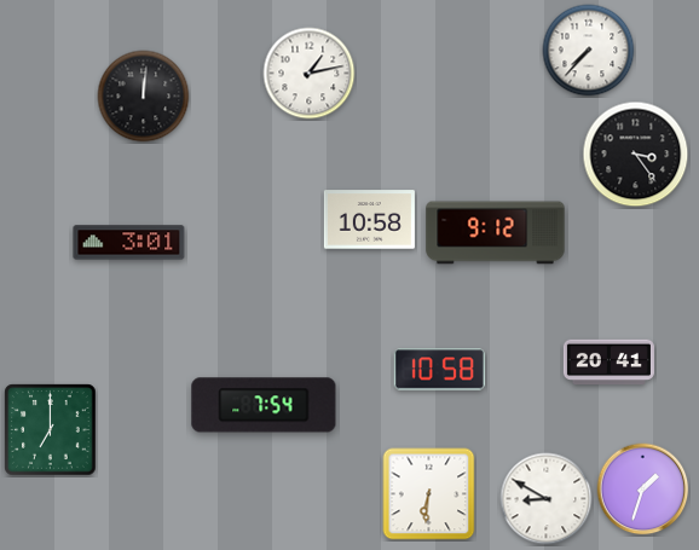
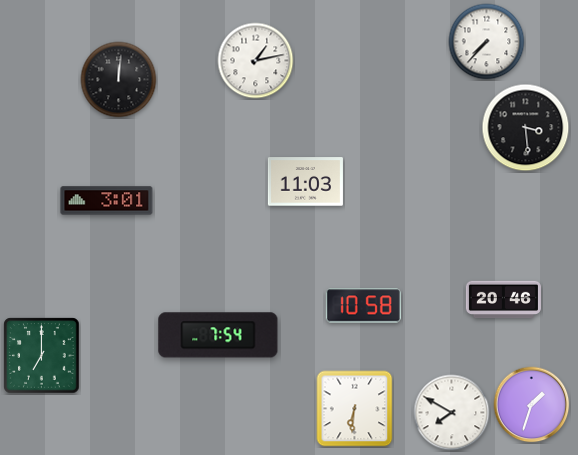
clock at (636, 155): 3:24 -> 3:29
clock at (369, 220): 10:58 -> 11:03
clock at (496, 233): 9:12 -> none
clock at (608, 363): 20:41 -> 20:46
clock at (547, 499): 8:50 -> 7:50
